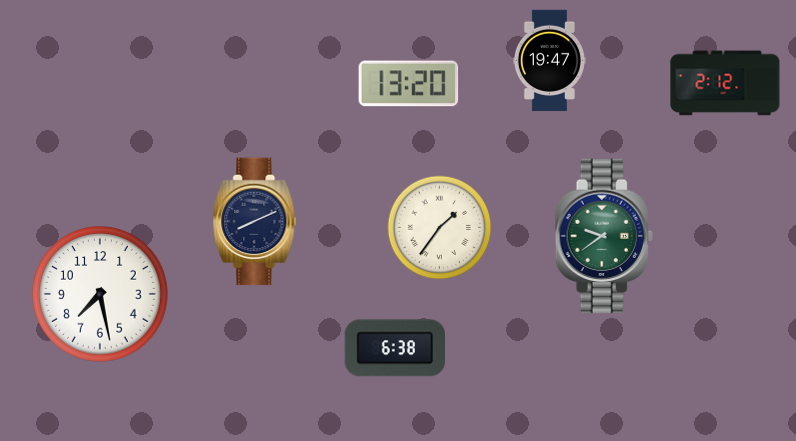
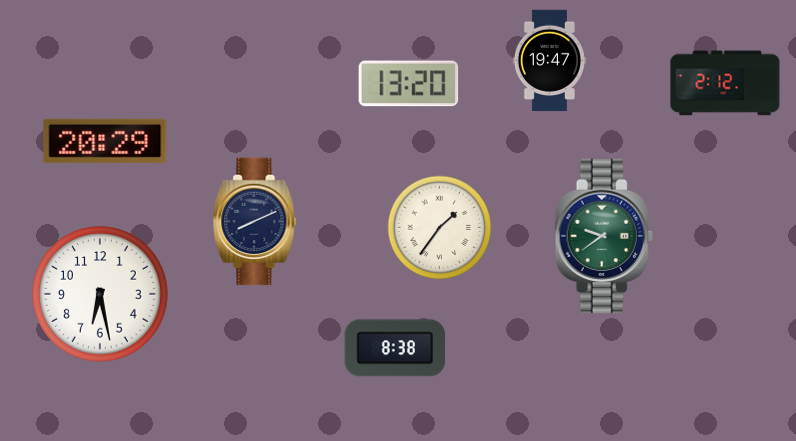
clock at (105, 141): none -> 20:29
clock at (101, 295): 7:28 -> 6:28
clock at (395, 348): 6:38 -> 8:38
